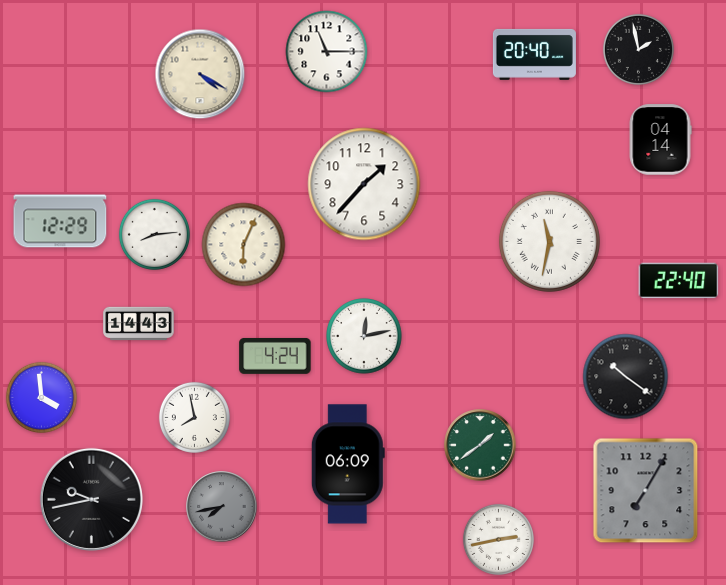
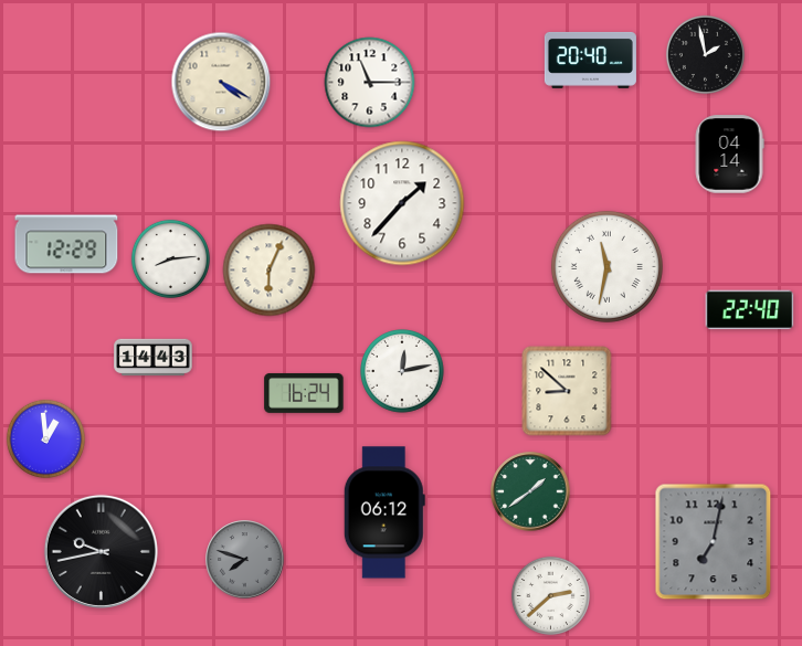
clock at (327, 52) position: (327, 52) -> (370, 83)
clock at (567, 391): none -> 8:52
clock at (275, 356): 4:24 -> 16:24
clock at (626, 377): 10:21 -> none
clock at (41, 397): 3:59 -> 12:59
clock at (194, 417): 7:58 -> none
clock at (348, 464): 06:09 -> 06:12
clock at (646, 491): 7:05 -> 7:02
clock at (222, 507): 7:43 -> 7:48
clock at (498, 539): 2:43 -> 2:38
